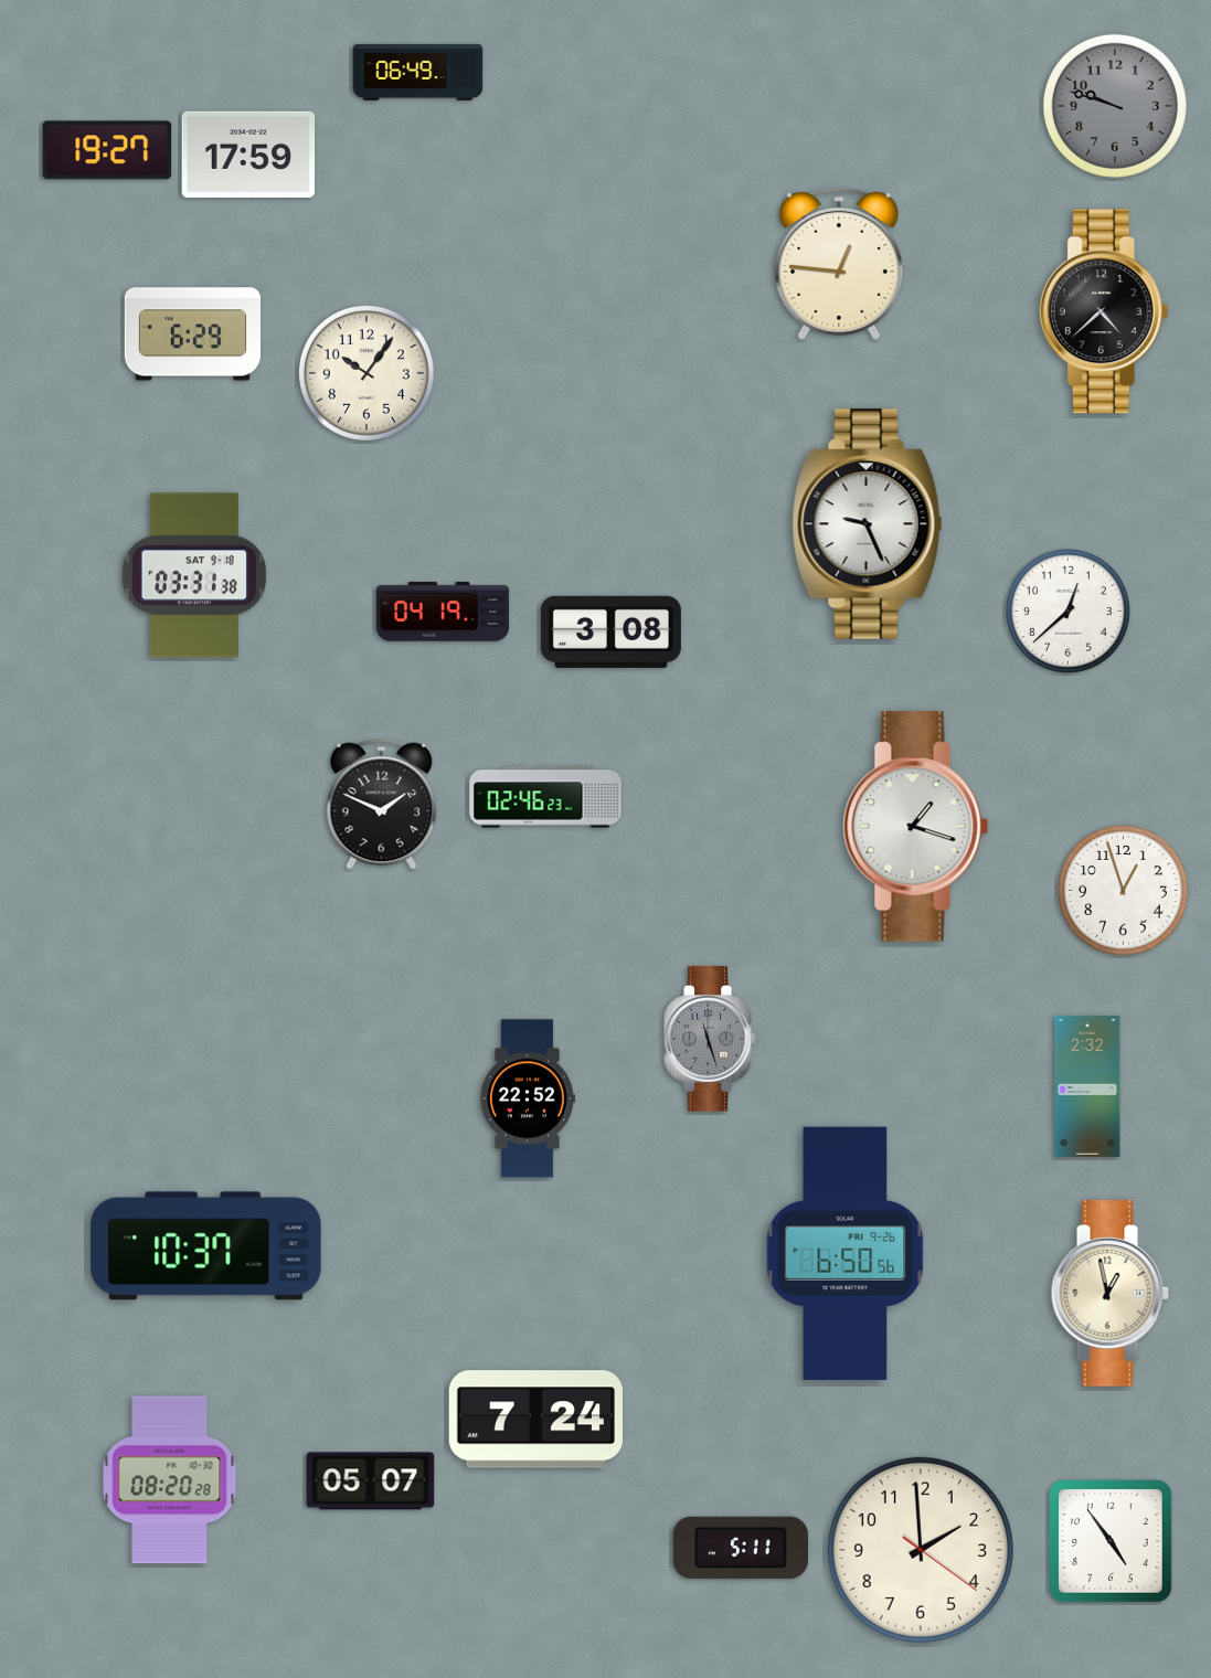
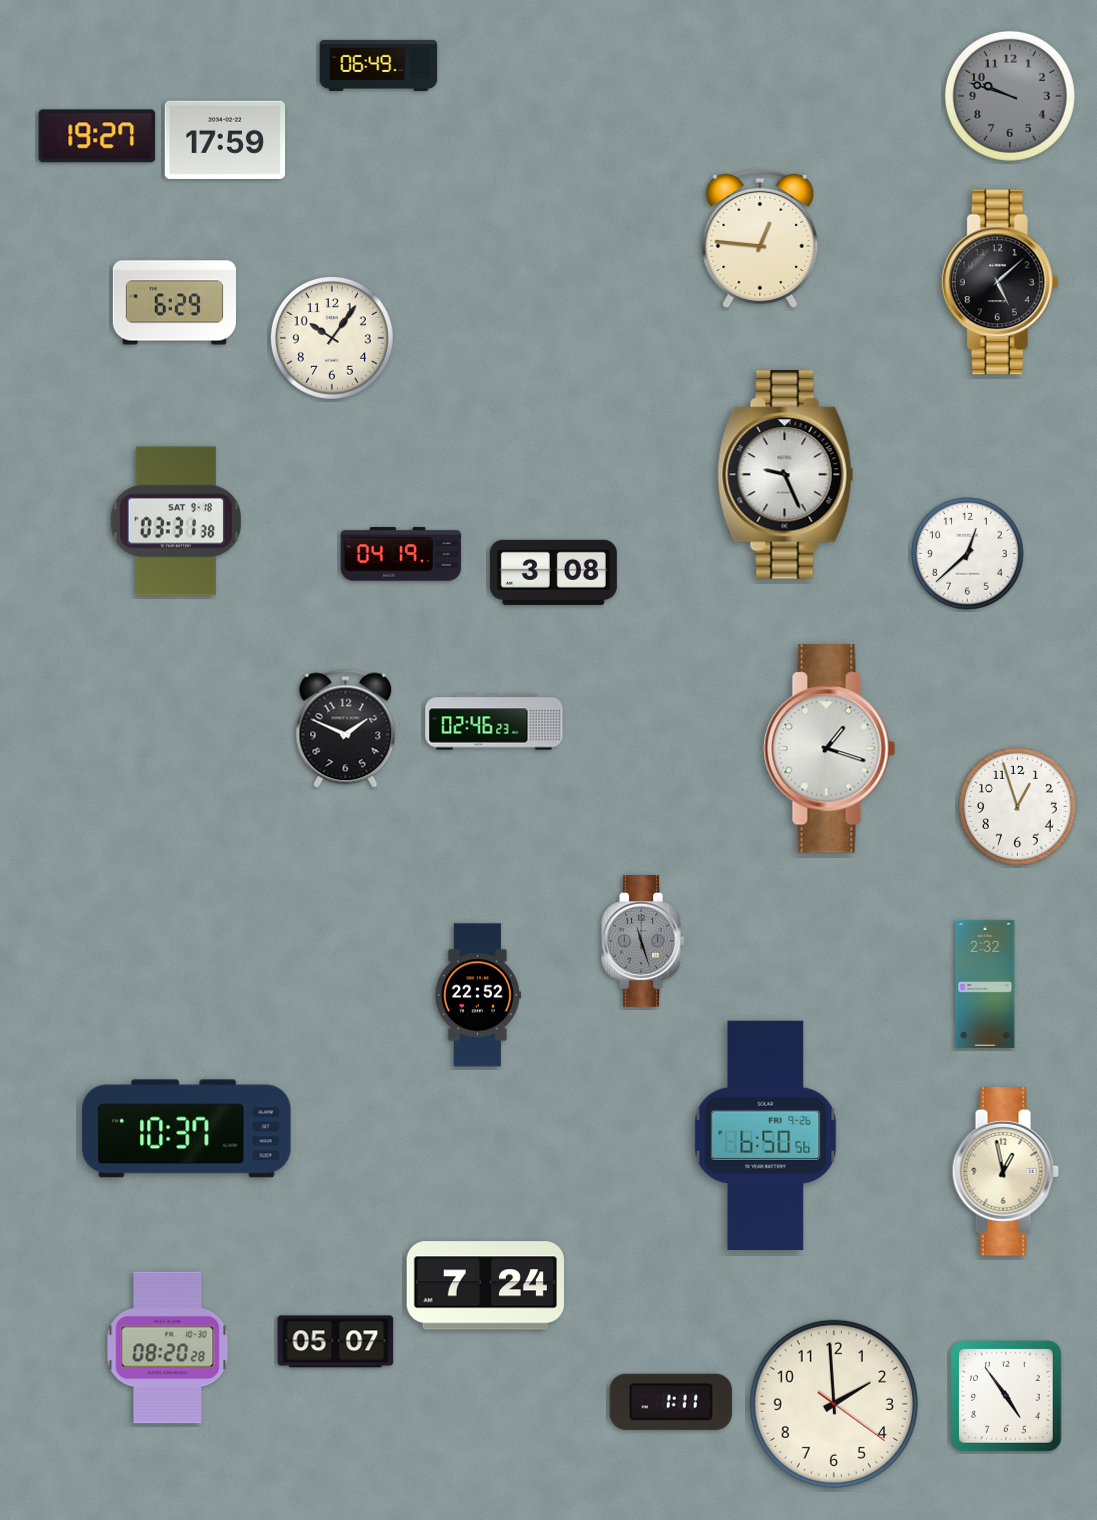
clock at (1104, 311): 4:38 -> 5:08
clock at (170, 1480) position: (170, 1480) -> (168, 1348)
clock at (741, 1548): 5:11 -> 1:11
